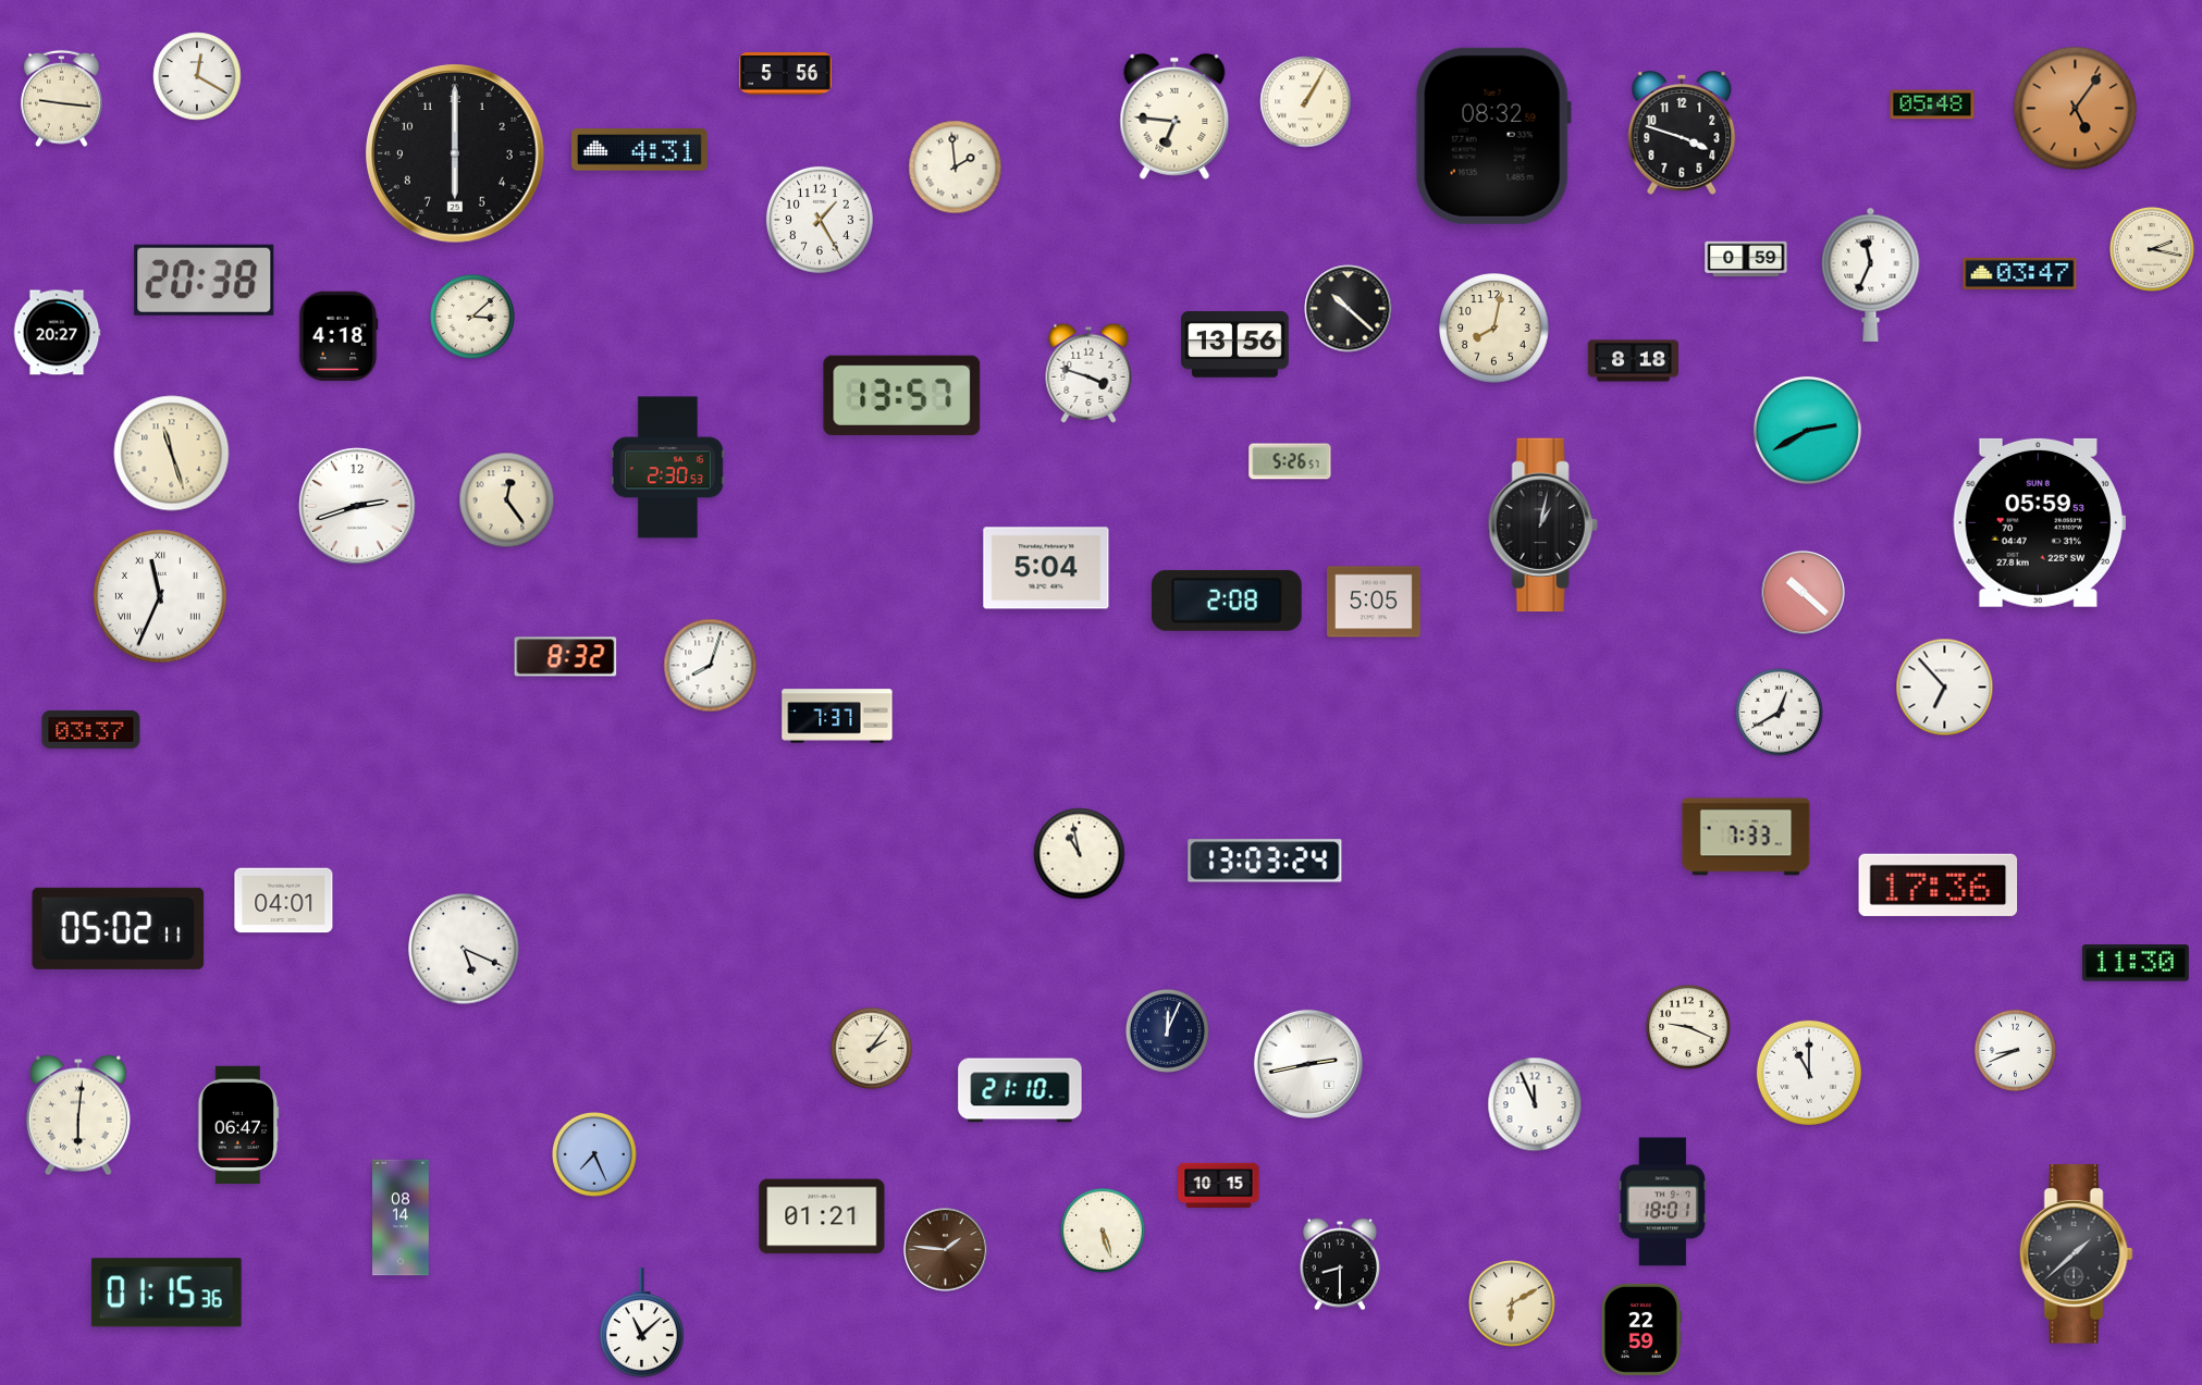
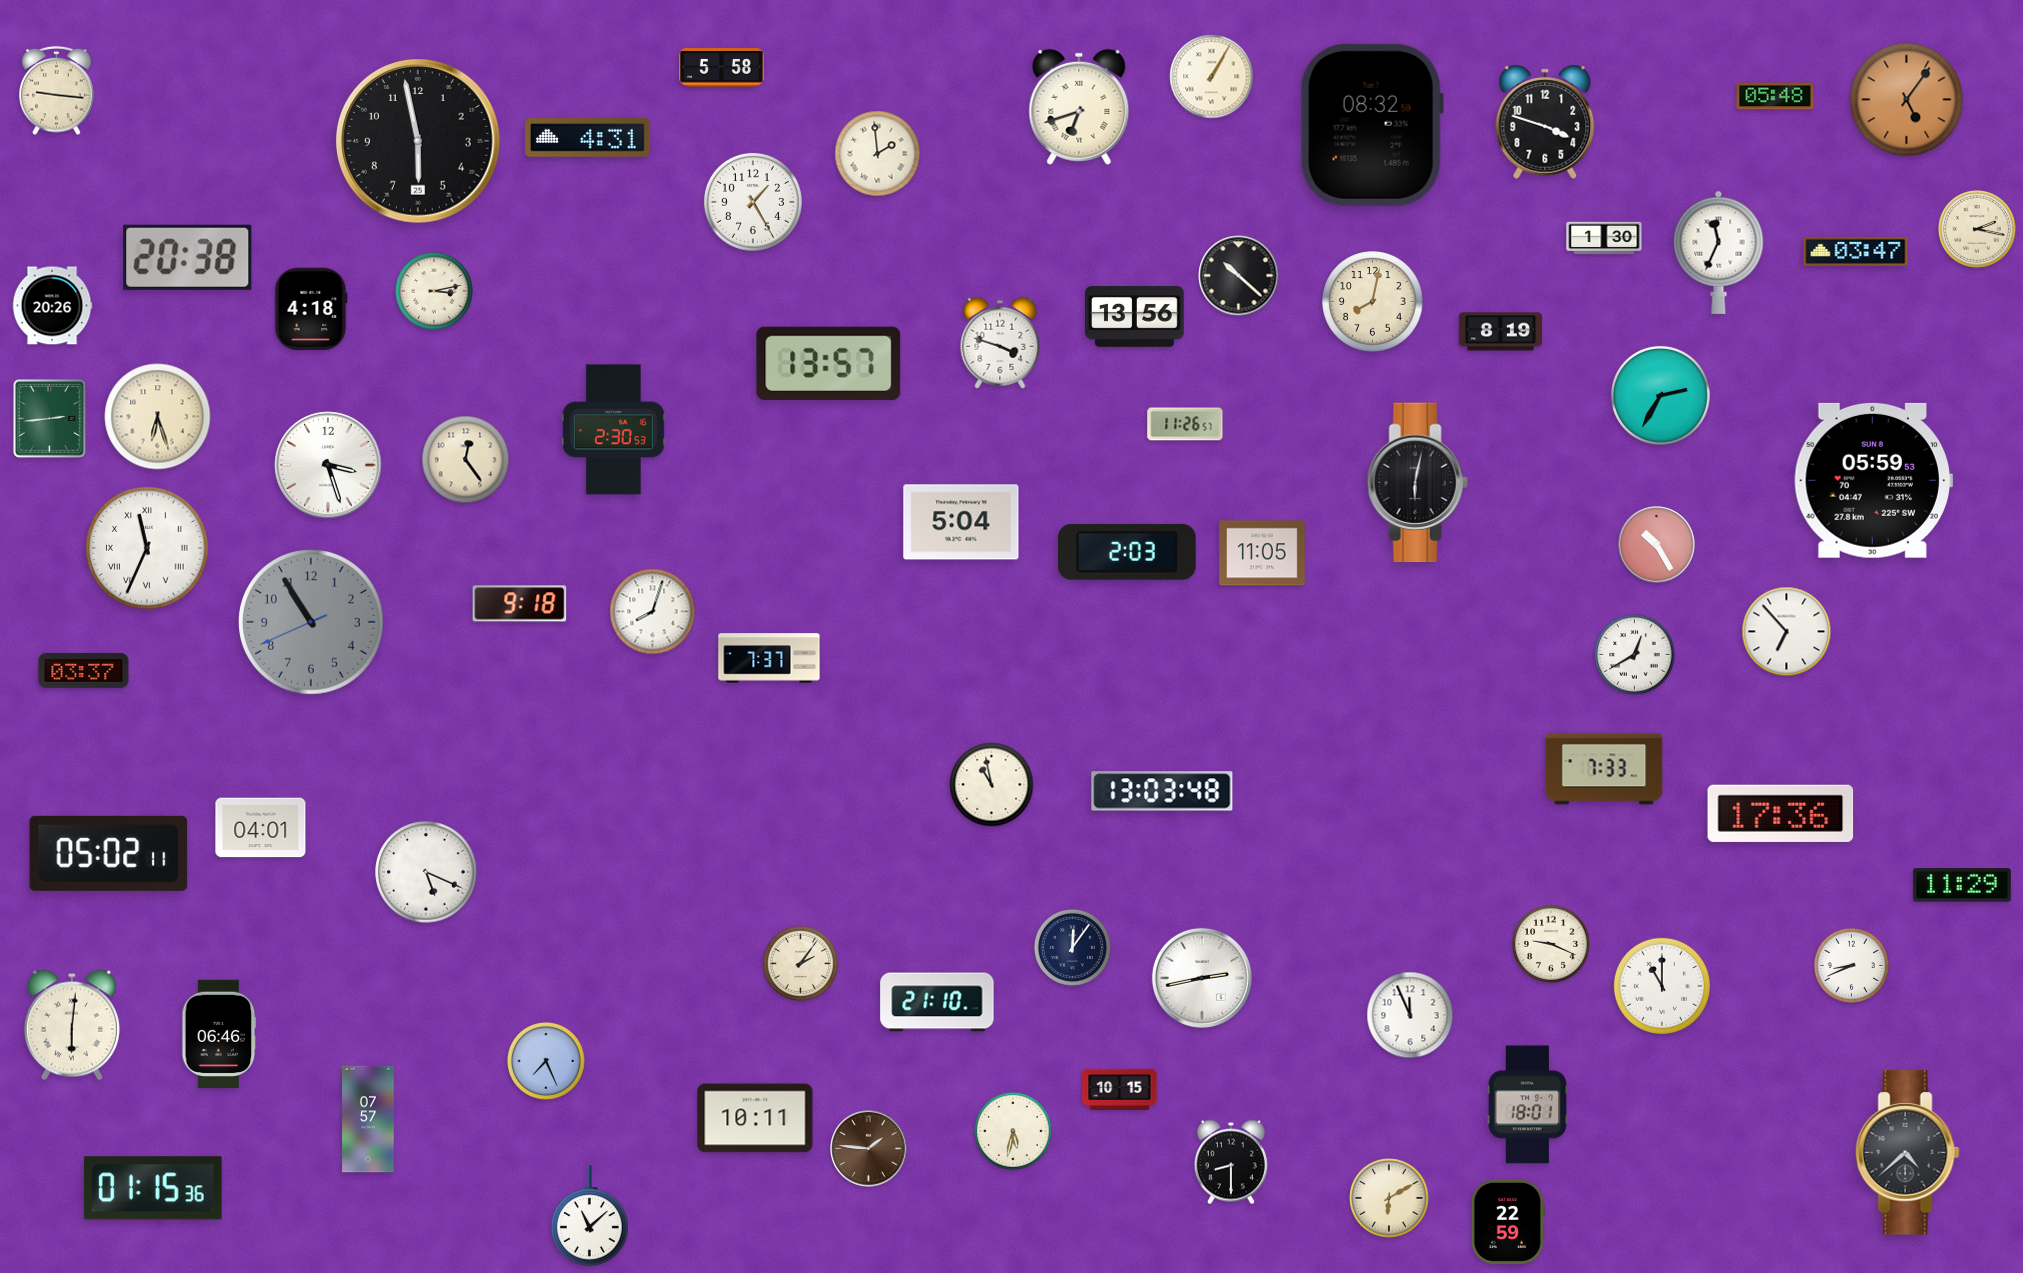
clock at (785, 74): 5:56 -> 5:58
clock at (197, 76): 12:20 -> none
clock at (1306, 102) position: (1306, 102) -> (1212, 77)
clock at (1174, 116): 6:46 -> 6:42
clock at (455, 153): 6:00 -> 5:58
clock at (1746, 259): 0:59 -> 1:30
clock at (1349, 309) position: (1349, 309) -> (1239, 276)
clock at (472, 317): 3:08 -> 3:13
clock at (57, 333): 20:27 -> 20:26
clock at (1633, 361): 8:18 -> 8:19
clock at (1807, 430): 2:40 -> 2:35
clock at (172, 454): 11:27 -> 6:27
clock at (50, 419): none -> 2:44
clock at (1290, 461): 5:26 -> 11:26
clock at (357, 506): 2:42 -> 3:27
clock at (1542, 525): 1:02 -> 6:02
clock at (1804, 593): 10:22 -> 10:25
clock at (1227, 601): 2:08 -> 2:03
clock at (1374, 602): 5:05 -> 11:05
clock at (566, 657): 8:32 -> 9:18
clock at (311, 622): none -> 10:54
clock at (1265, 861): 13:03:24 -> 13:03:48
clock at (2136, 963): 11:30 -> 11:29
clock at (1167, 1030): 12:04 -> 12:06
clock at (238, 1125): 06:47 -> 06:46
clock at (822, 1216): 01:21 -> 10:11
clock at (401, 1217): 08:14 -> 07:57
clock at (1103, 1231): 5:27 -> 5:32
clock at (2076, 1254): 1:38 -> 4:38
